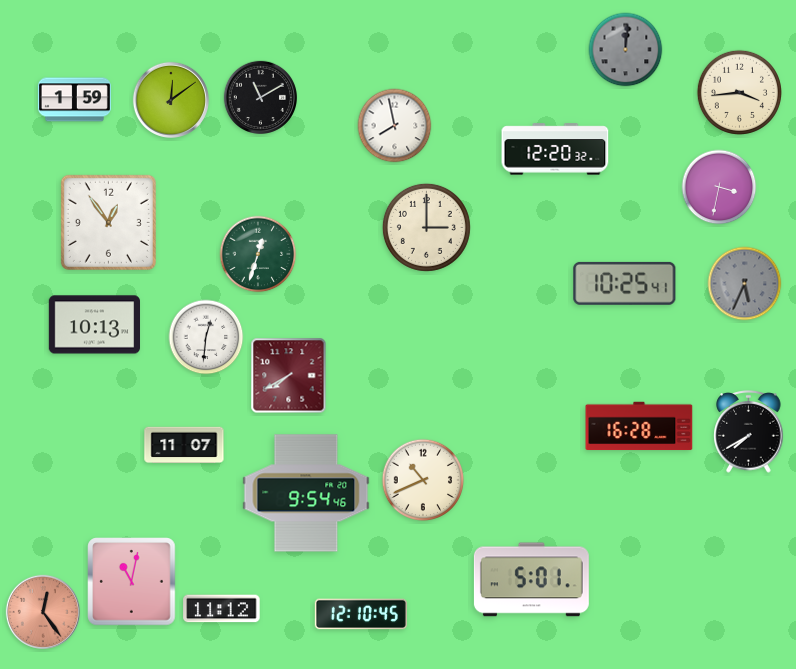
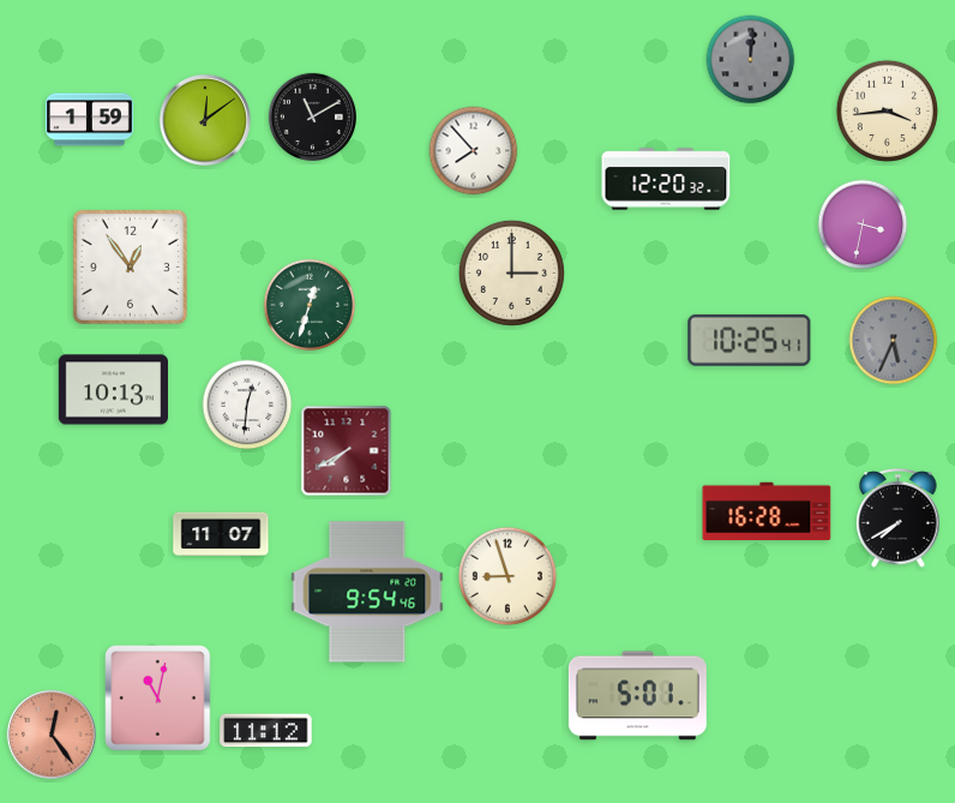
clock at (395, 126): 7:58 -> 7:53
clock at (423, 480): 10:41 -> 8:57
clock at (361, 614): 12:10 -> none
